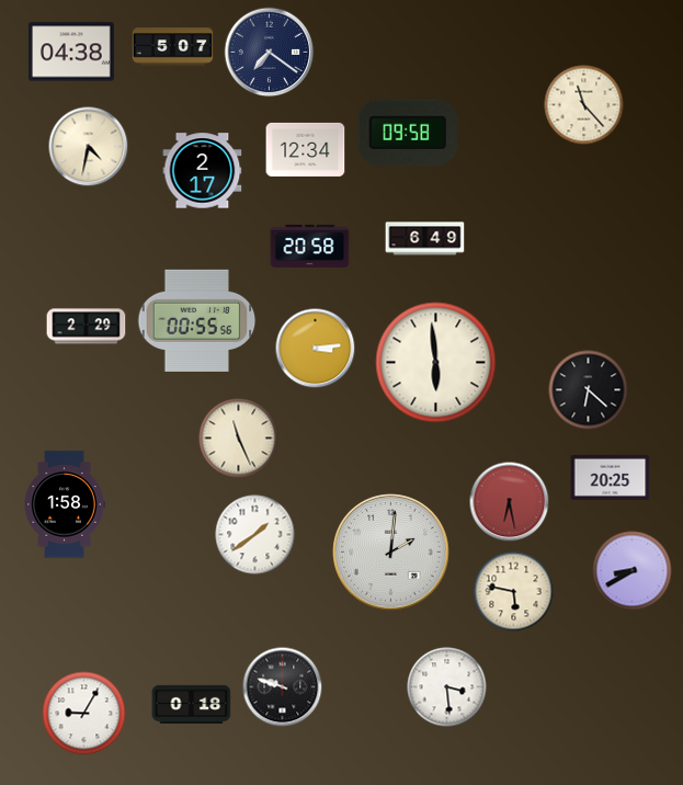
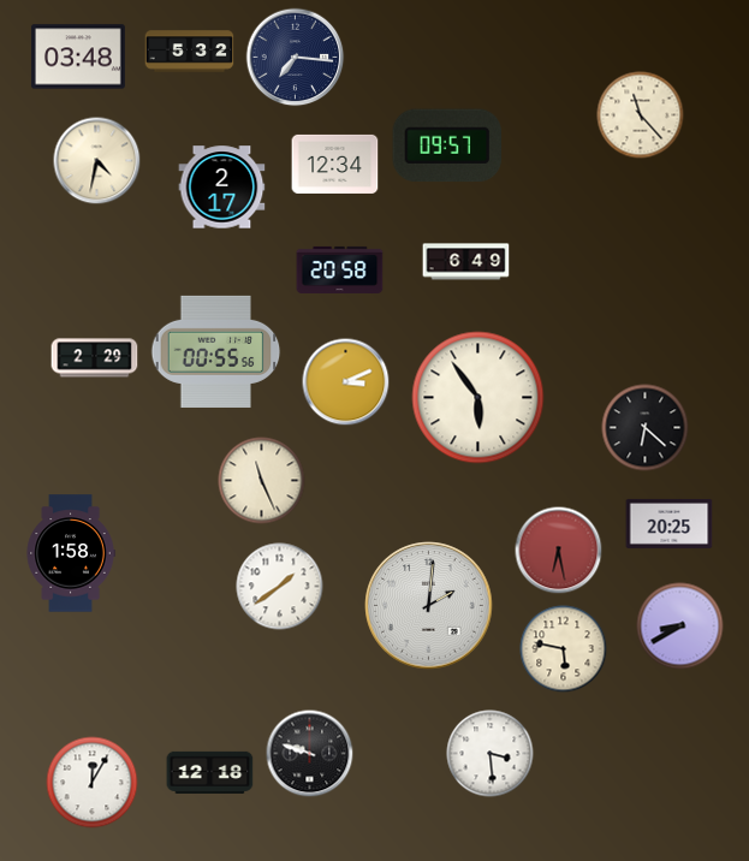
clock at (173, 47): 5:07 -> 5:32
clock at (71, 52): 04:38 -> 03:48
clock at (270, 53): 7:21 -> 7:16
clock at (407, 133): 09:58 -> 09:57
clock at (316, 349): 3:14 -> 3:11
clock at (436, 363): 5:59 -> 5:54
clock at (633, 571) position: (633, 571) -> (680, 627)
clock at (192, 704): 0:18 -> 12:18
clock at (84, 714): 9:05 -> 12:05
